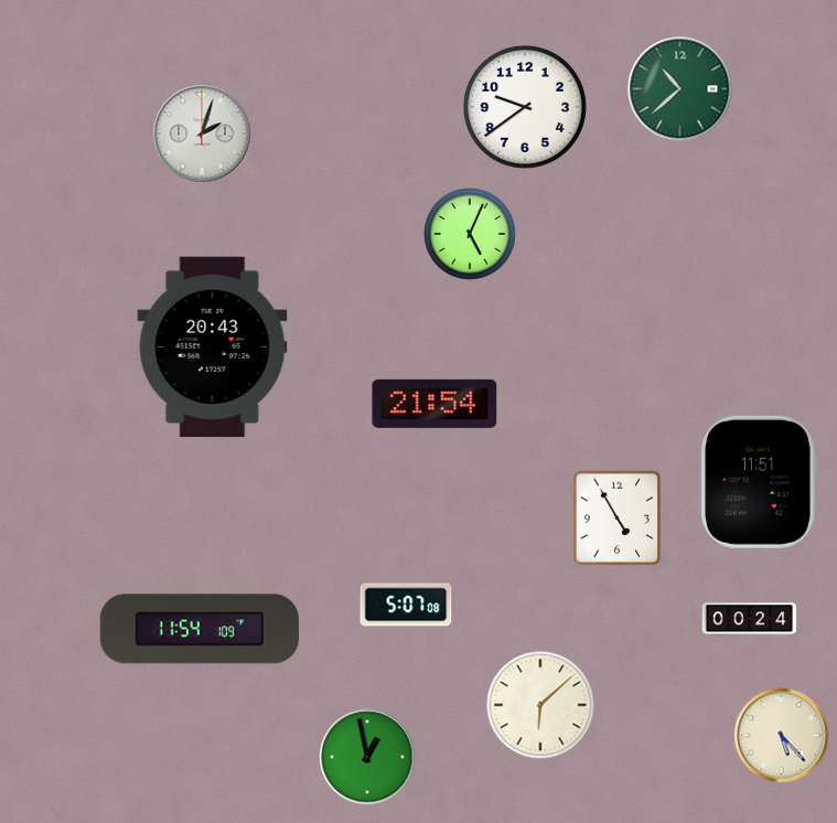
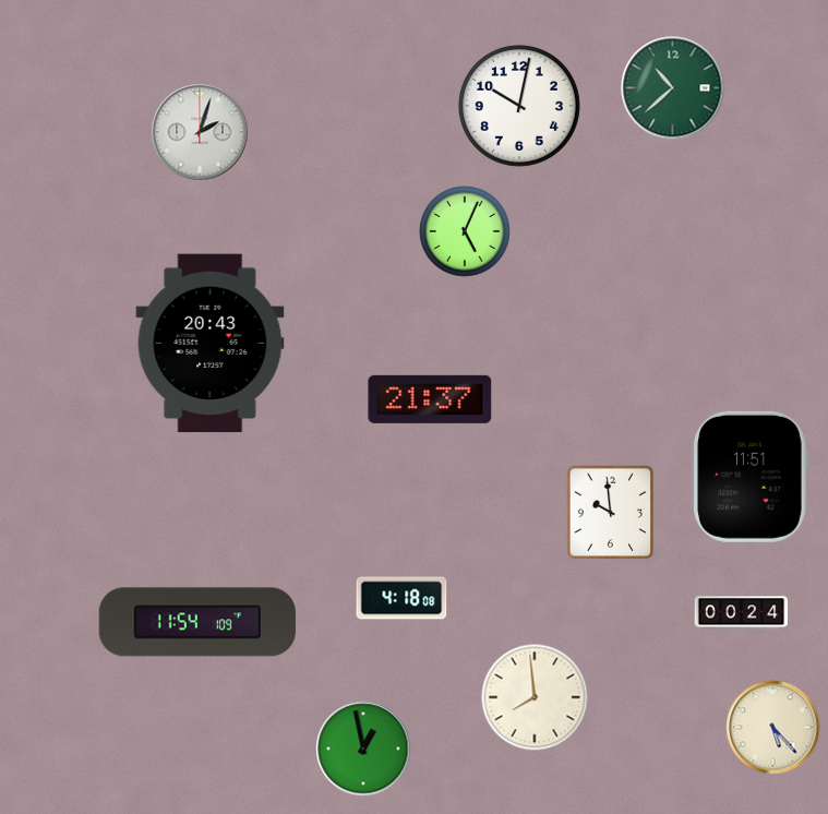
clock at (525, 107): 9:39 -> 10:02
clock at (434, 404): 21:54 -> 21:37
clock at (618, 519): 4:55 -> 9:59
clock at (406, 605): 5:07 -> 4:18
clock at (540, 705): 6:08 -> 7:59
